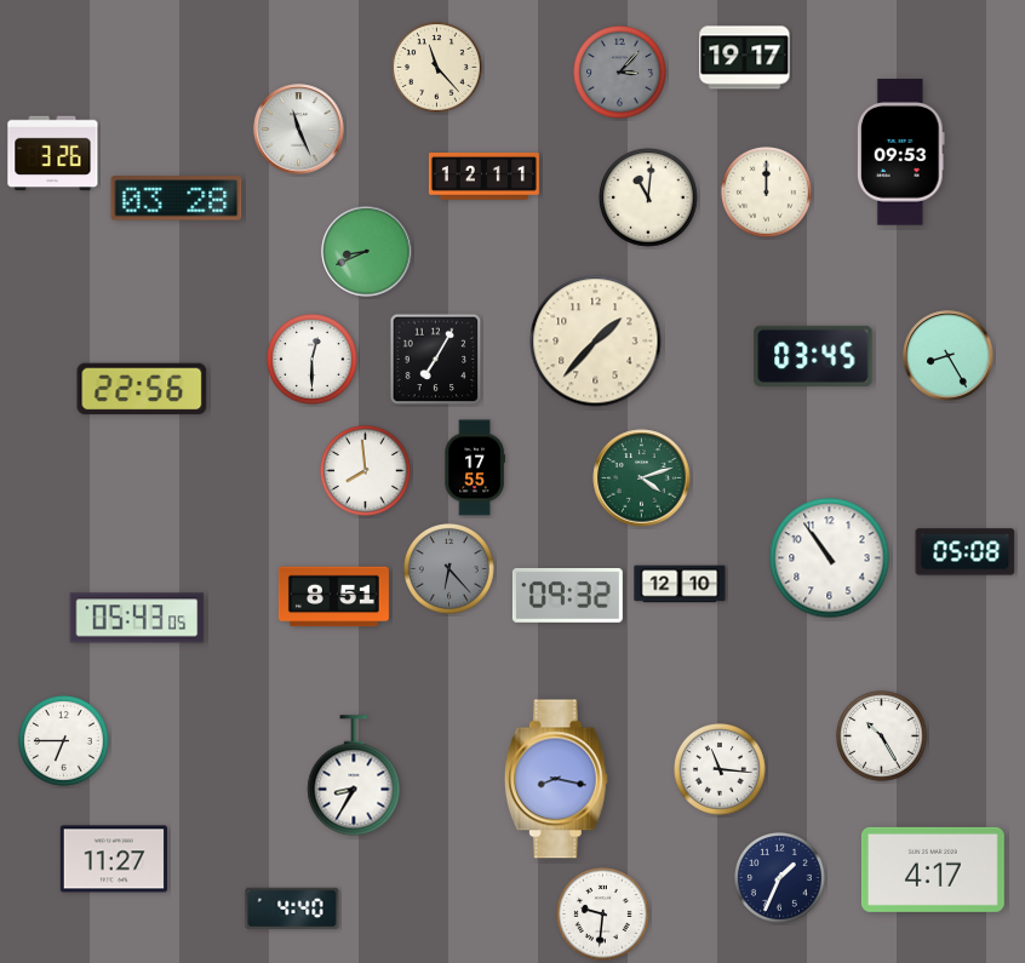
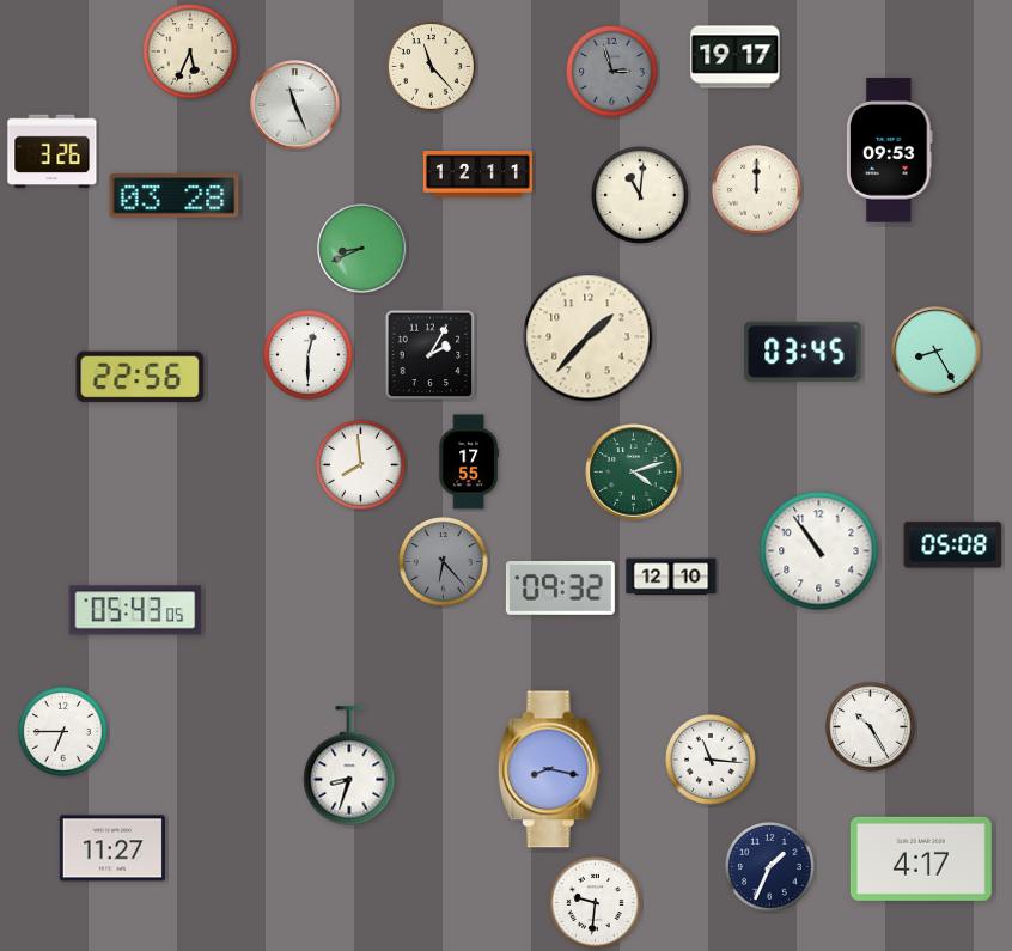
clock at (190, 51): none -> 5:34
clock at (620, 73): 3:07 -> 2:57
clock at (299, 130) position: (299, 130) -> (295, 105)
clock at (436, 360): 7:05 -> 2:05
clock at (142, 389) position: (142, 389) -> (140, 377)
clock at (333, 597): 8:51 -> none
clock at (354, 775): 8:35 -> 8:33
clock at (292, 908): 4:40 -> none
